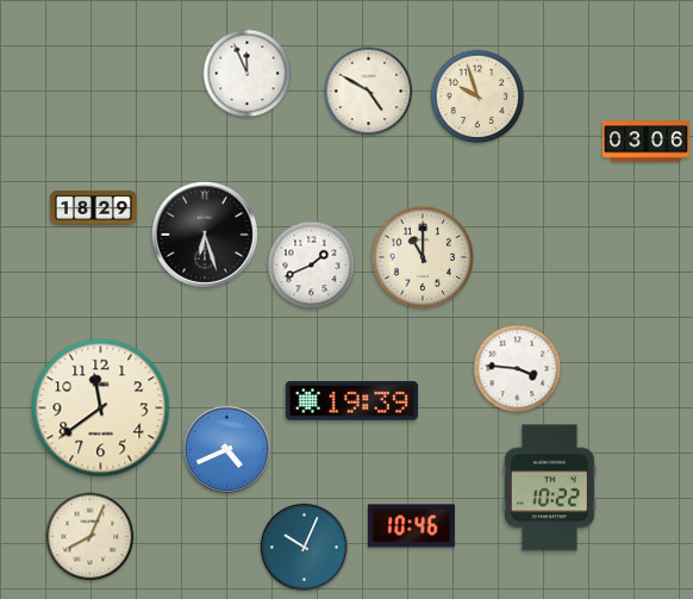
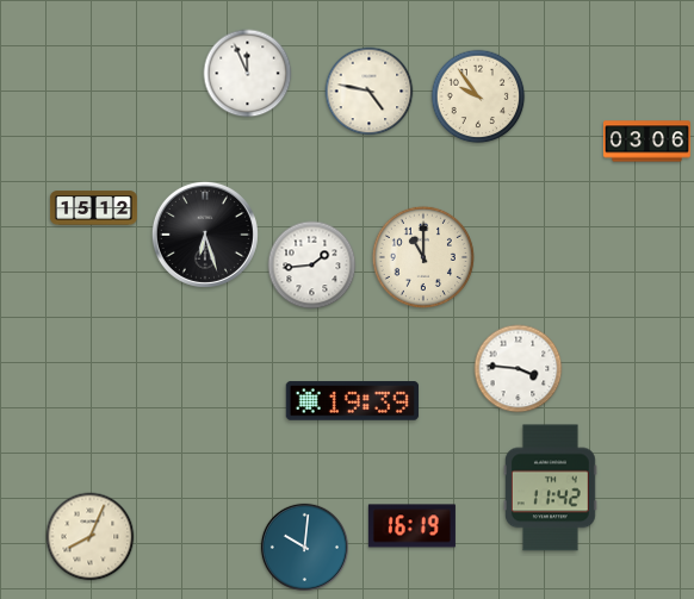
clock at (369, 92): 4:50 -> 4:47
clock at (477, 96): 9:57 -> 9:54
clock at (93, 208): 18:29 -> 15:12
clock at (312, 266): 1:41 -> 1:44
clock at (101, 408): 11:39 -> none
clock at (226, 449): 4:41 -> none
clock at (549, 488): 10:22 -> 11:42
clock at (411, 526): 10:46 -> 16:19
clock at (304, 547): 10:04 -> 10:01
